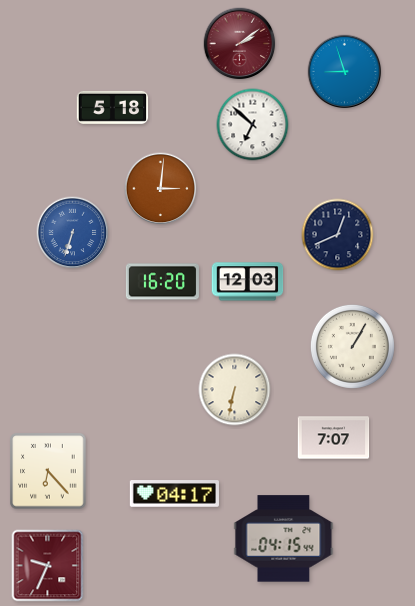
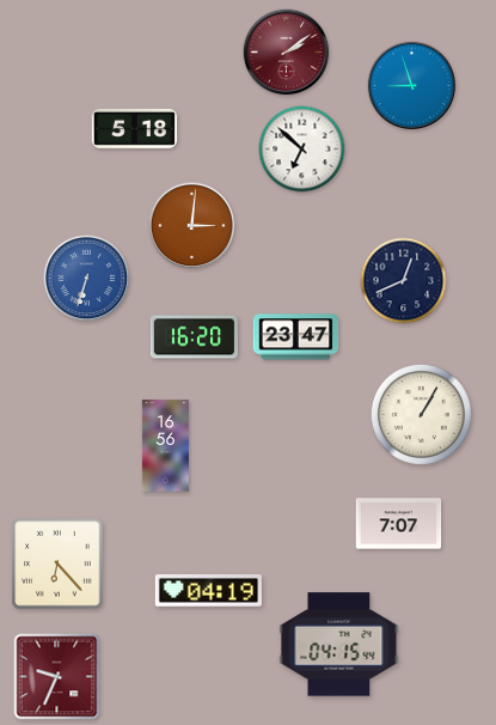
clock at (248, 282): 12:03 -> 23:47
clock at (165, 446): none -> 16:56
clock at (235, 390): 6:32 -> none
clock at (174, 494): 04:17 -> 04:19
